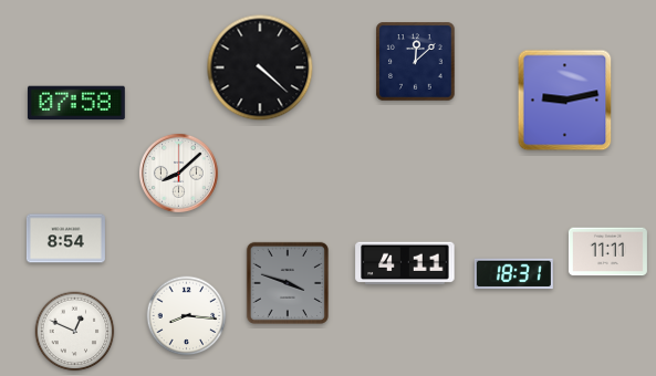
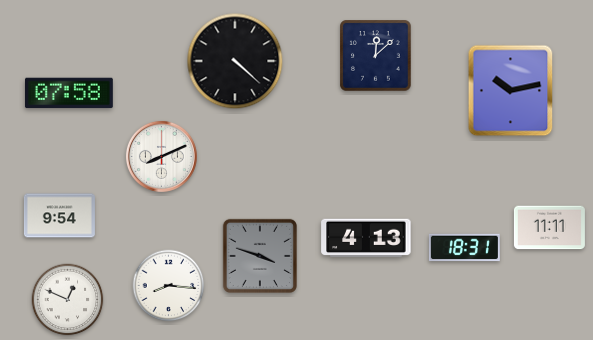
clock at (565, 101): 9:13 -> 10:13
clock at (178, 173): 8:08 -> 8:11
clock at (65, 239): 8:54 -> 9:54
clock at (405, 263): 4:11 -> 4:13
